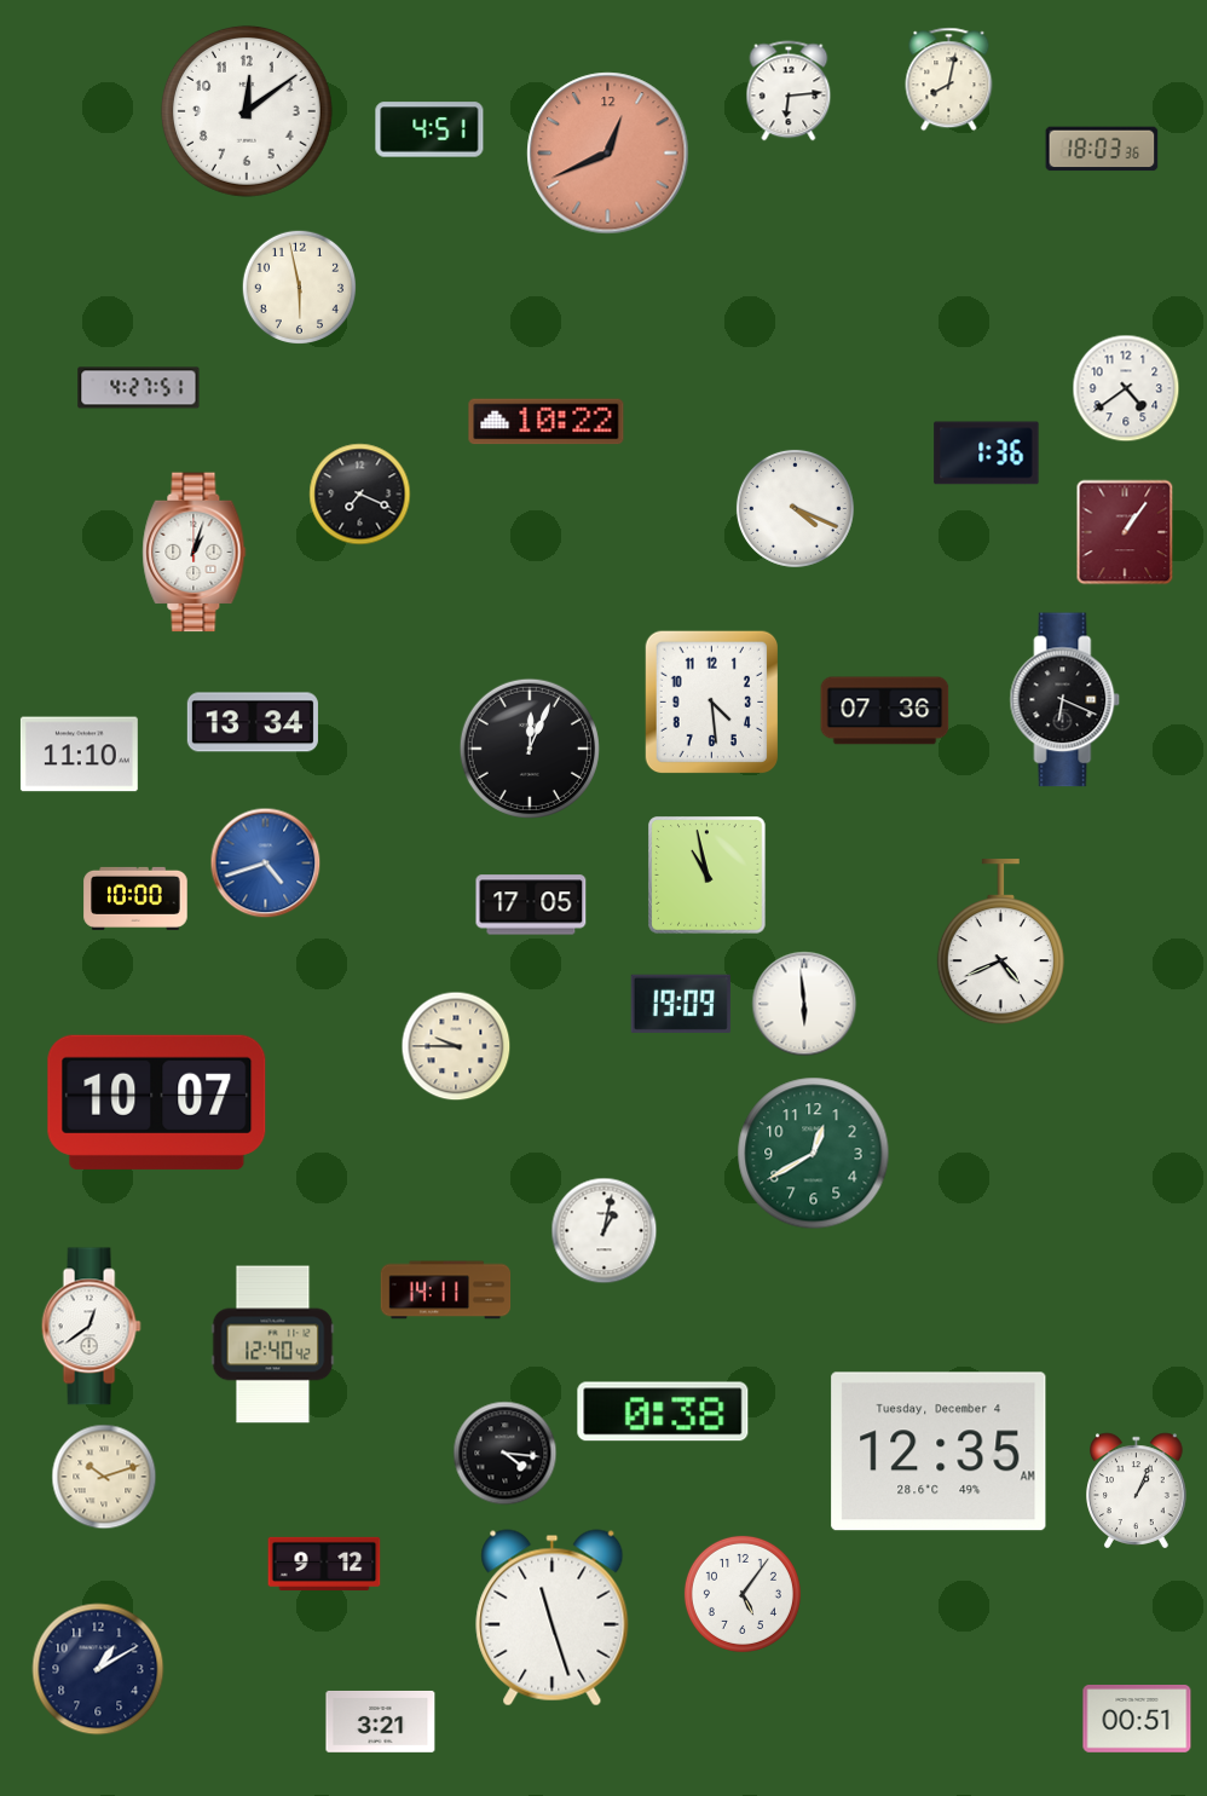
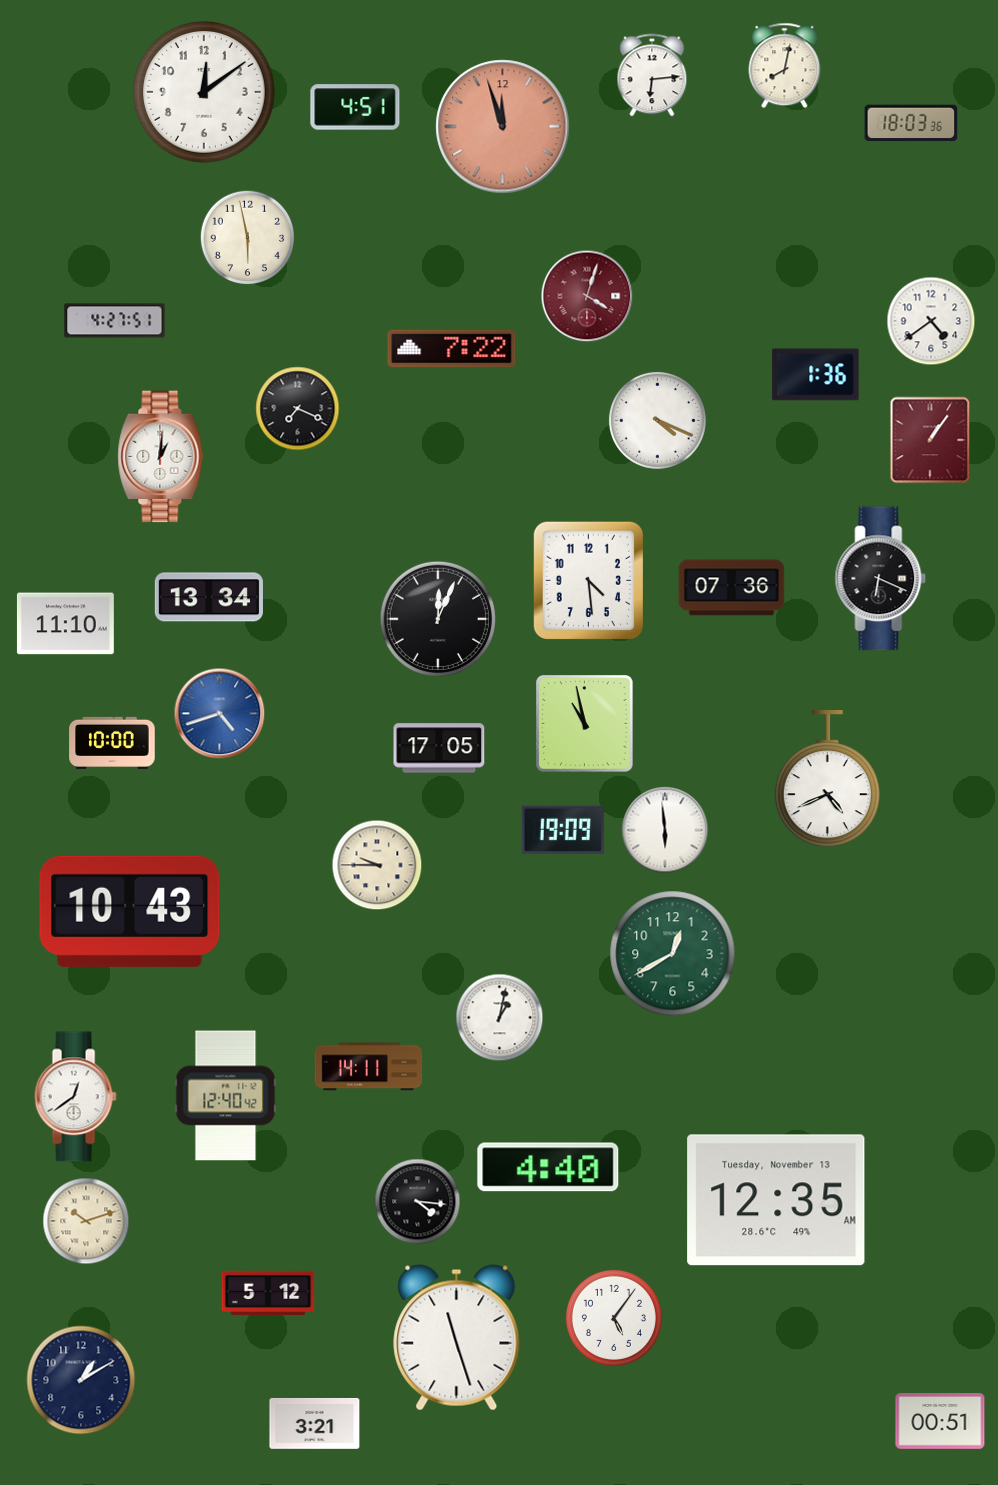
clock at (608, 154): 12:41 -> 11:57
clock at (587, 296): none -> 4:03
clock at (547, 422): 10:22 -> 7:22
clock at (195, 553): 1:03 -> 1:01
clock at (157, 1102): 10:07 -> 10:43
clock at (273, 1345) position: (273, 1345) -> (226, 1096)
clock at (663, 1411): 0:38 -> 4:40
clock at (939, 1451) date: Tuesday, December 4 -> Tuesday, November 13
clock at (1137, 1491): 1:04 -> none
clock at (324, 1564): 9:12 -> 5:12
